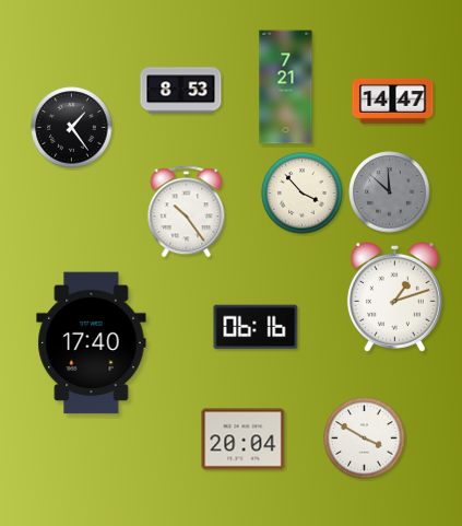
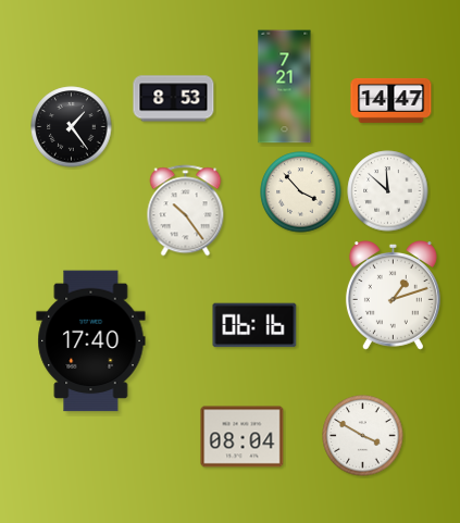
clock at (181, 91) position: (181, 91) -> (174, 99)
clock at (390, 192) dial: grey -> white
clock at (244, 440): 20:04 -> 08:04
